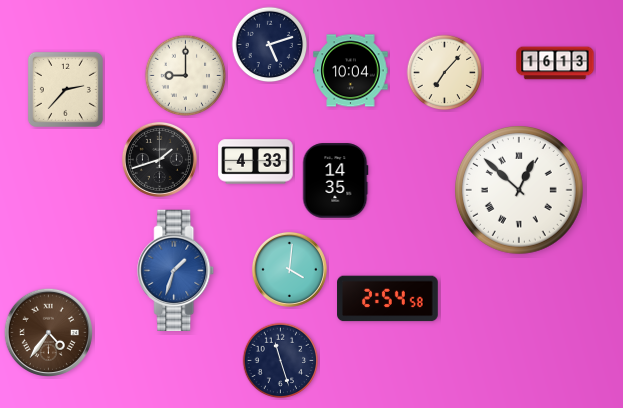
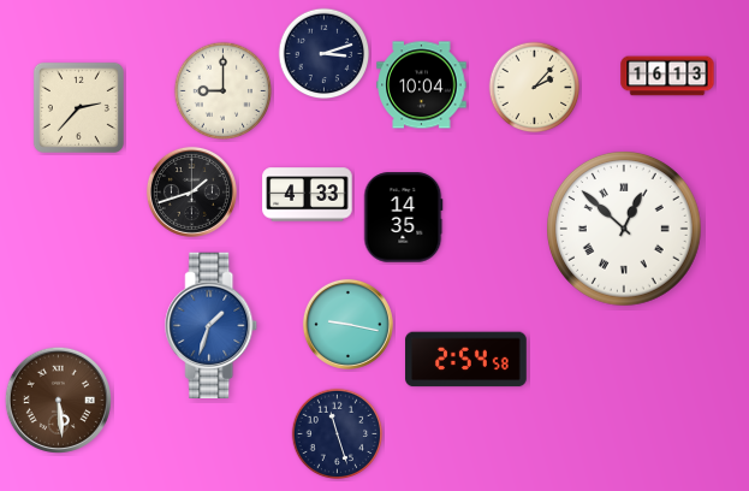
clock at (270, 45): 5:12 -> 3:12
clock at (445, 73): 7:07 -> 2:07
clock at (289, 269): 4:01 -> 9:17
clock at (48, 332): 4:36 -> 5:29
